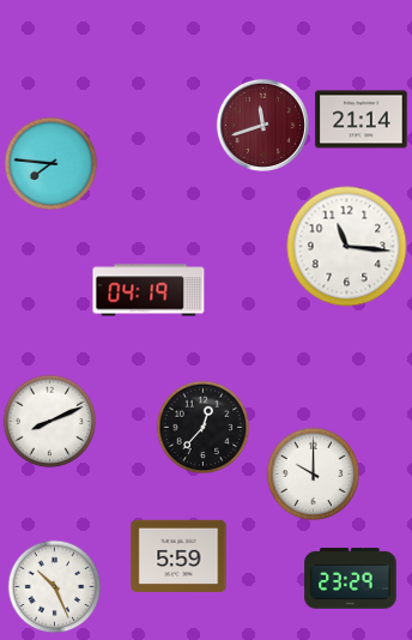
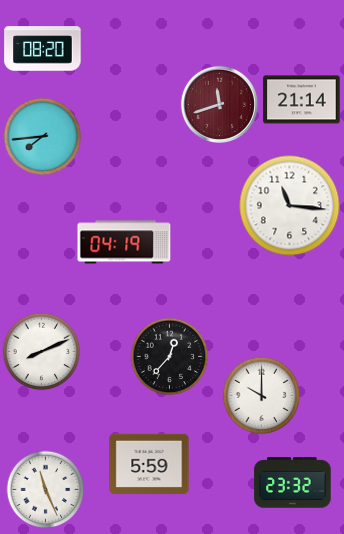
clock at (43, 49): none -> 08:20
clock at (50, 163): 7:46 -> 7:44
clock at (351, 579): 23:29 -> 23:32
clock at (54, 586): 10:26 -> 11:26
